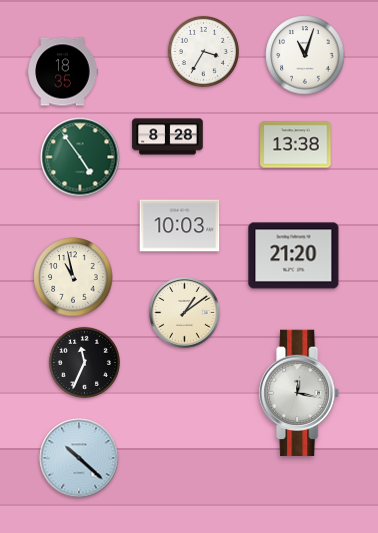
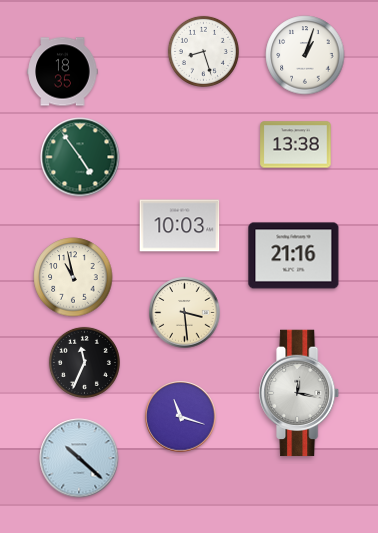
clock at (203, 51): 3:35 -> 8:27
clock at (305, 55): 11:03 -> 1:03
clock at (168, 137): 8:28 -> none
clock at (294, 256): 21:20 -> 21:16
clock at (185, 313): 1:09 -> 3:29
clock at (181, 417): none -> 11:18
